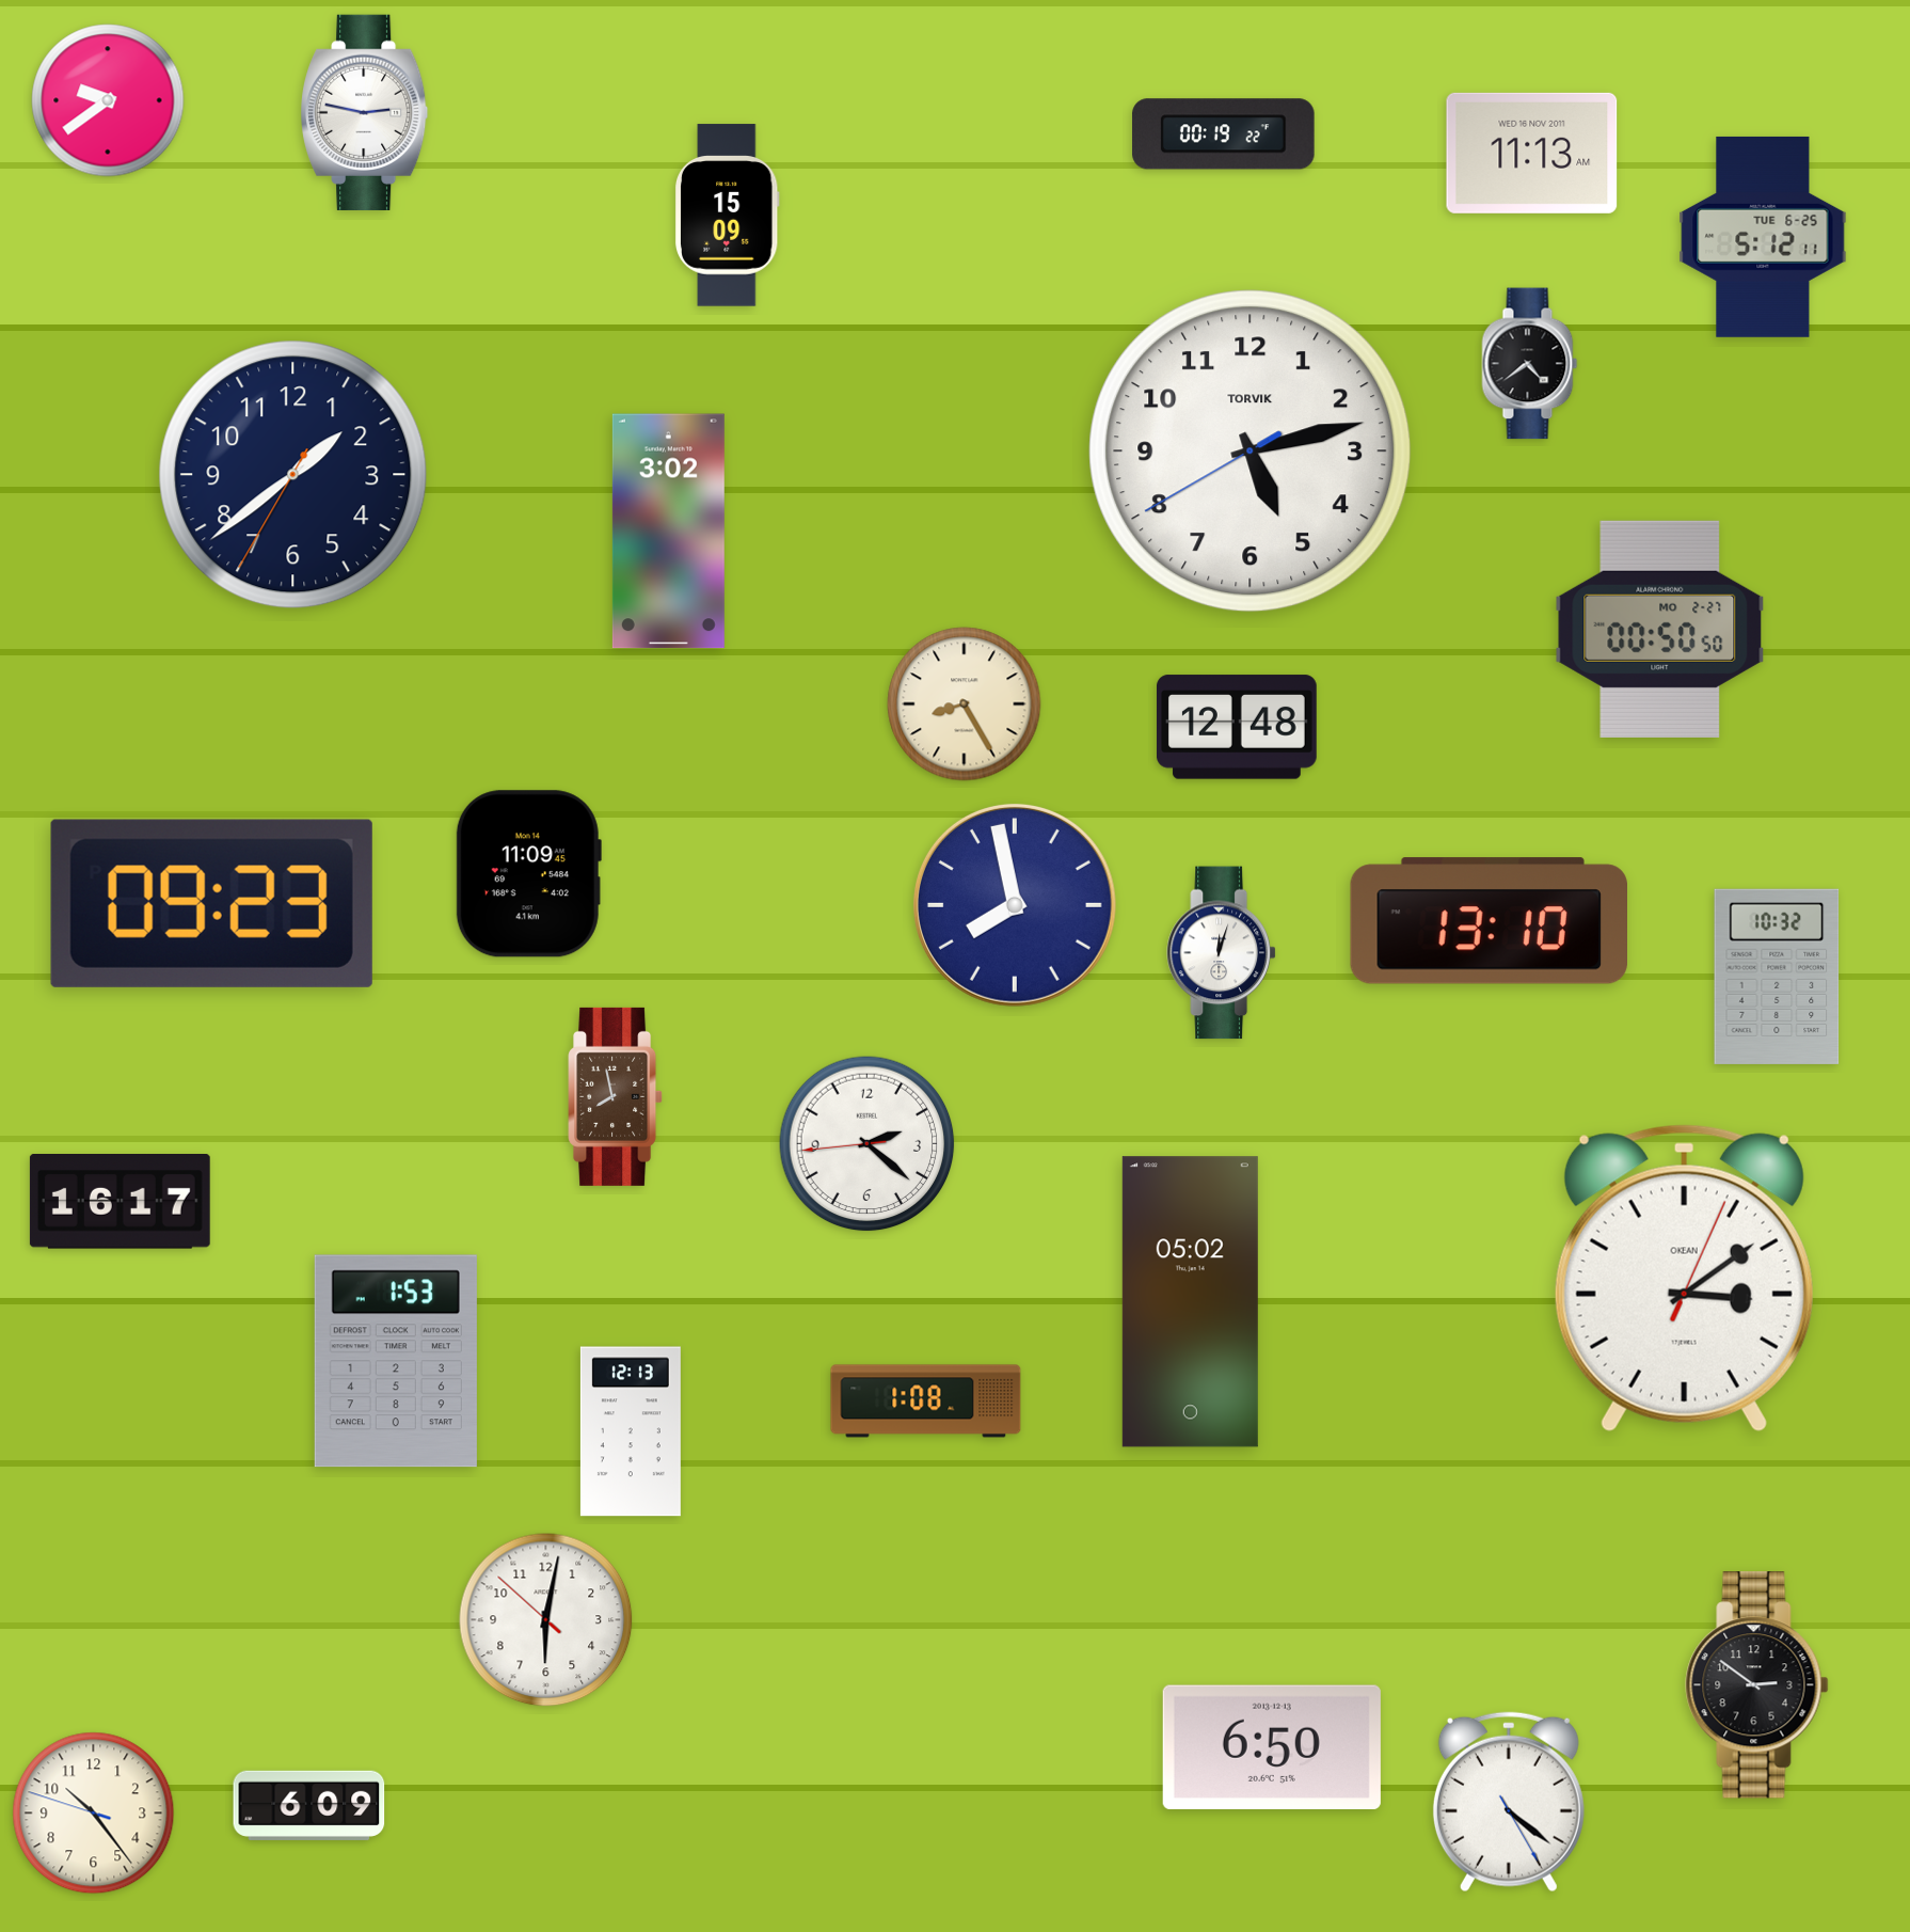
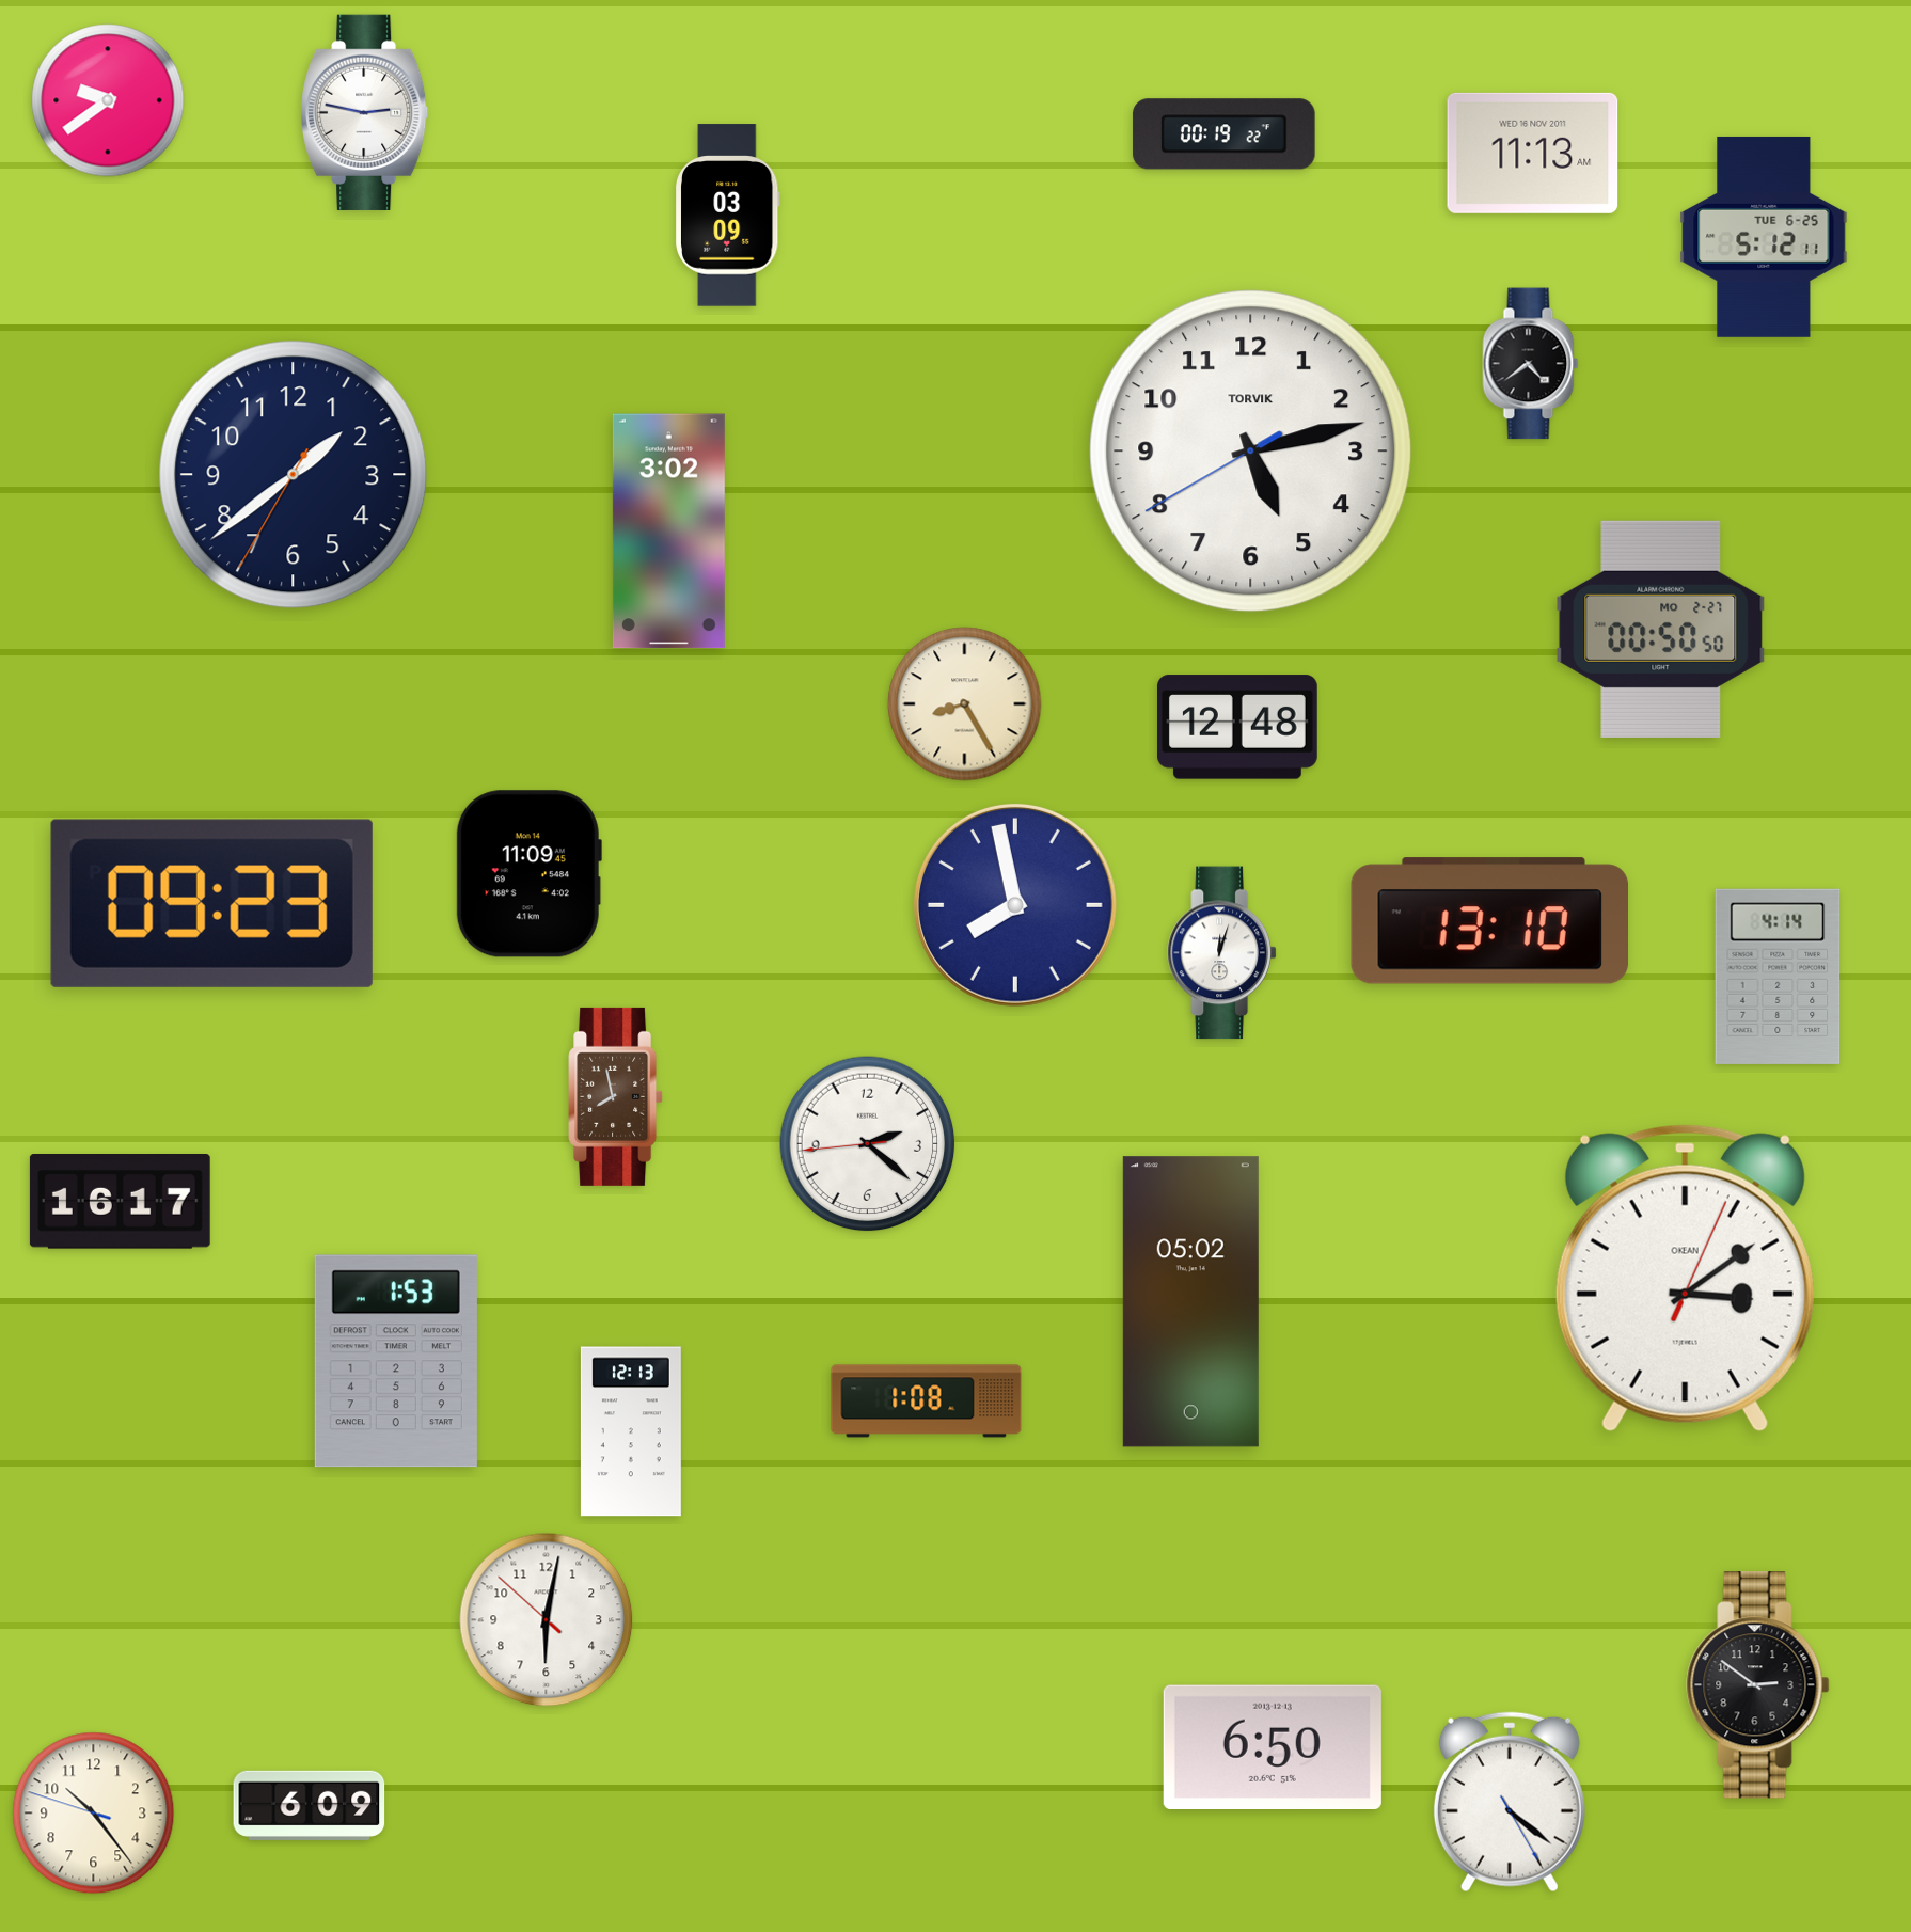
clock at (727, 216): 15:09 -> 03:09
clock at (1777, 977): 10:32 -> 4:14
